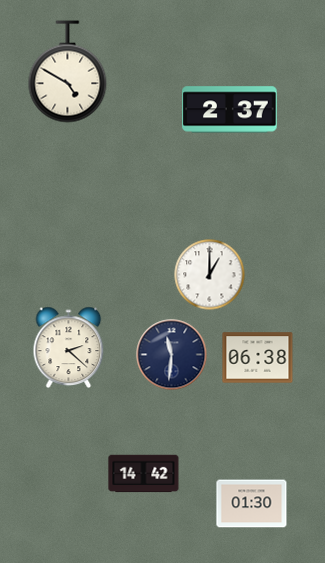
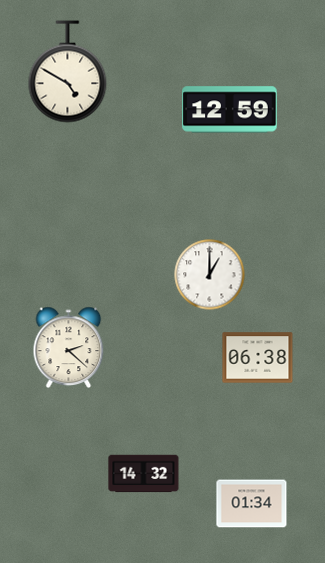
clock at (230, 110): 2:37 -> 12:59
clock at (172, 355): 11:31 -> none
clock at (144, 474): 14:42 -> 14:32
clock at (252, 504): 01:30 -> 01:34
